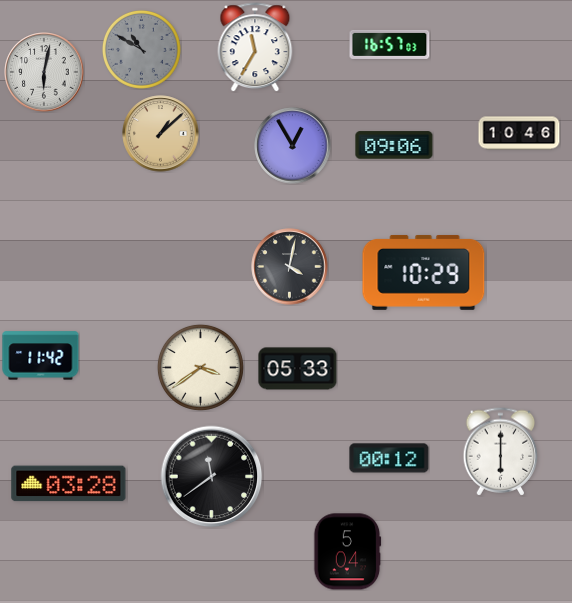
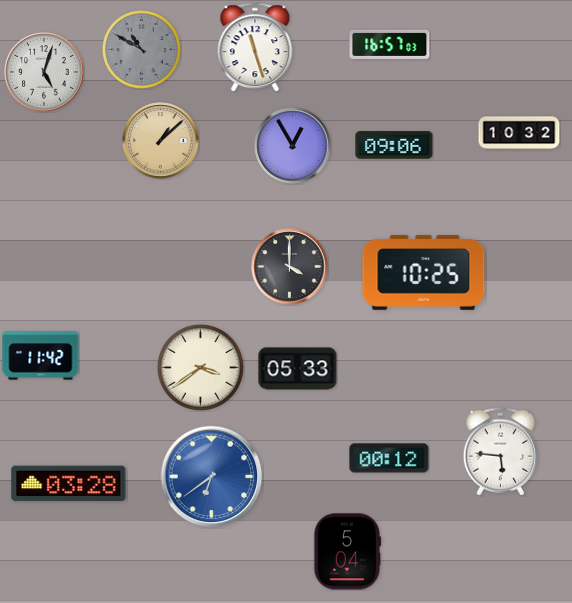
clock at (255, 47): 11:35 -> 11:27
clock at (44, 72): 6:02 -> 5:03
clock at (519, 133): 10:46 -> 10:32
clock at (161, 134) position: (161, 134) -> (161, 141)
clock at (290, 267): 4:02 -> 4:00
clock at (424, 273): 10:29 -> 10:25
clock at (501, 452): 6:00 -> 5:46
clock at (212, 477): 11:39 -> 6:39
clock at (212, 477) dial: black -> blue
